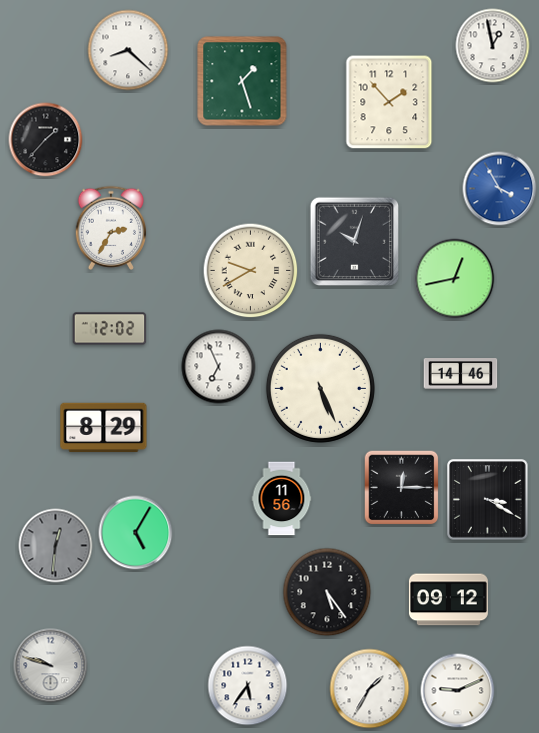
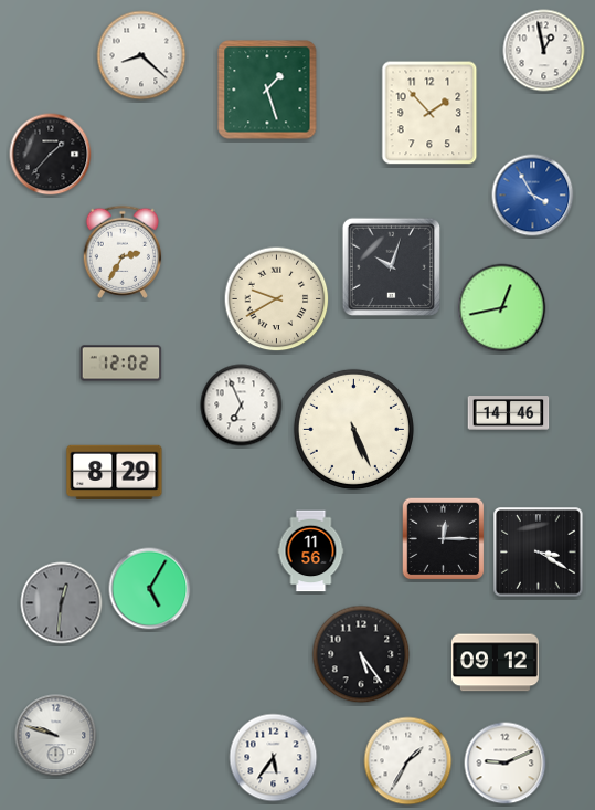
clock at (500, 189) position: (500, 189) -> (533, 196)
